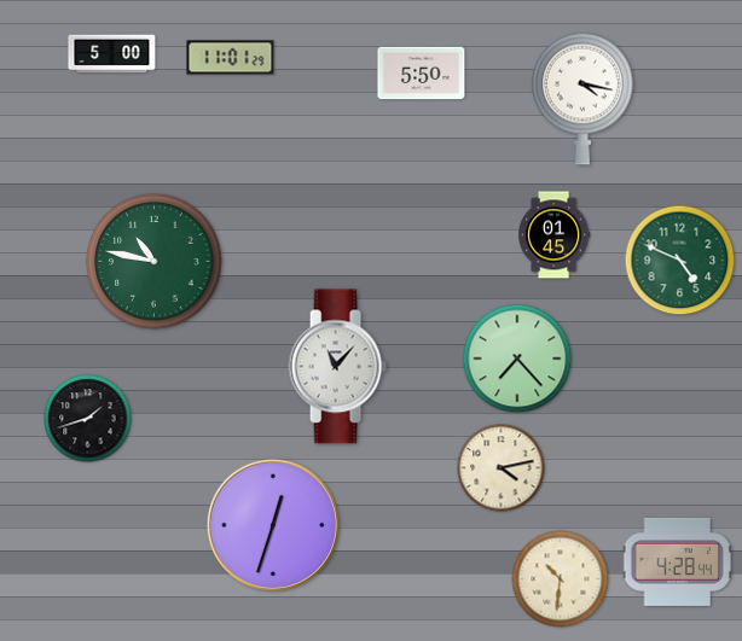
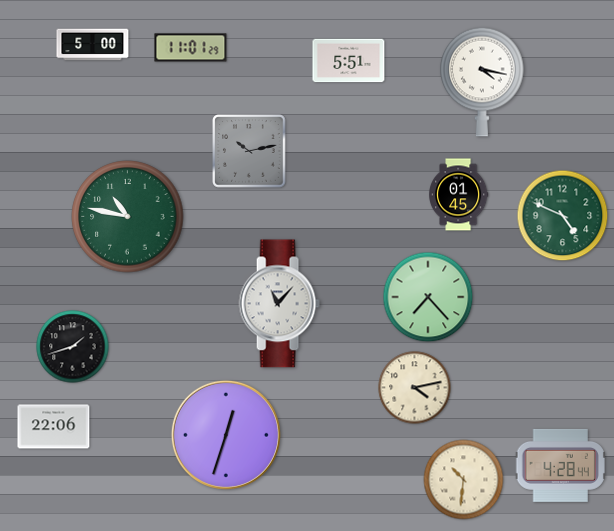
clock at (422, 74): 5:50 -> 5:51
clock at (249, 151): none -> 10:13
clock at (54, 427): none -> 22:06
